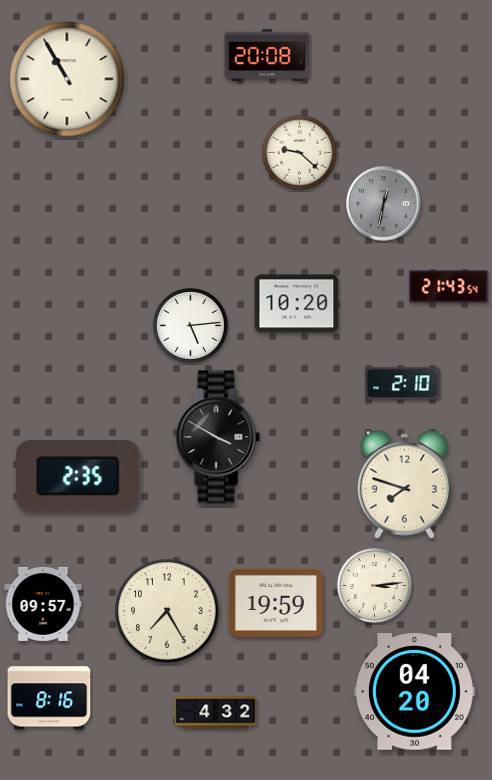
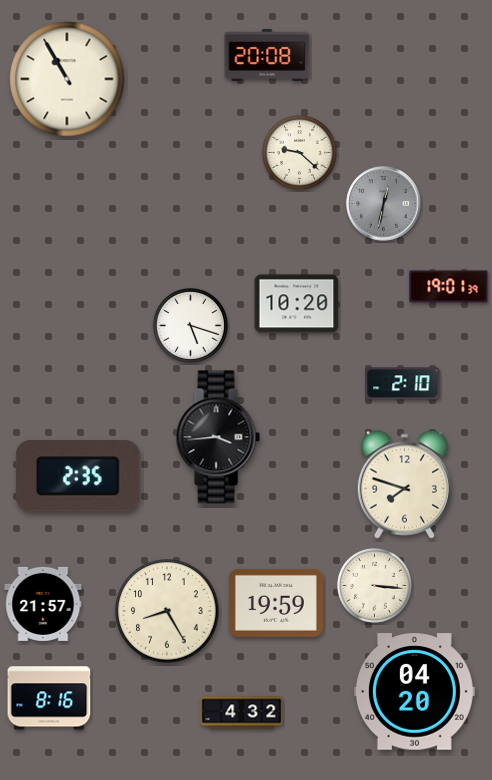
clock at (449, 287): 21:43 -> 19:01
clock at (190, 325): 5:14 -> 5:18
clock at (218, 437): 3:50 -> 3:44
clock at (374, 585): 3:14 -> 3:16
clock at (43, 604): 09:57 -> 21:57
clock at (167, 611): 7:25 -> 8:25
clock at (216, 713) position: (216, 713) -> (242, 713)
